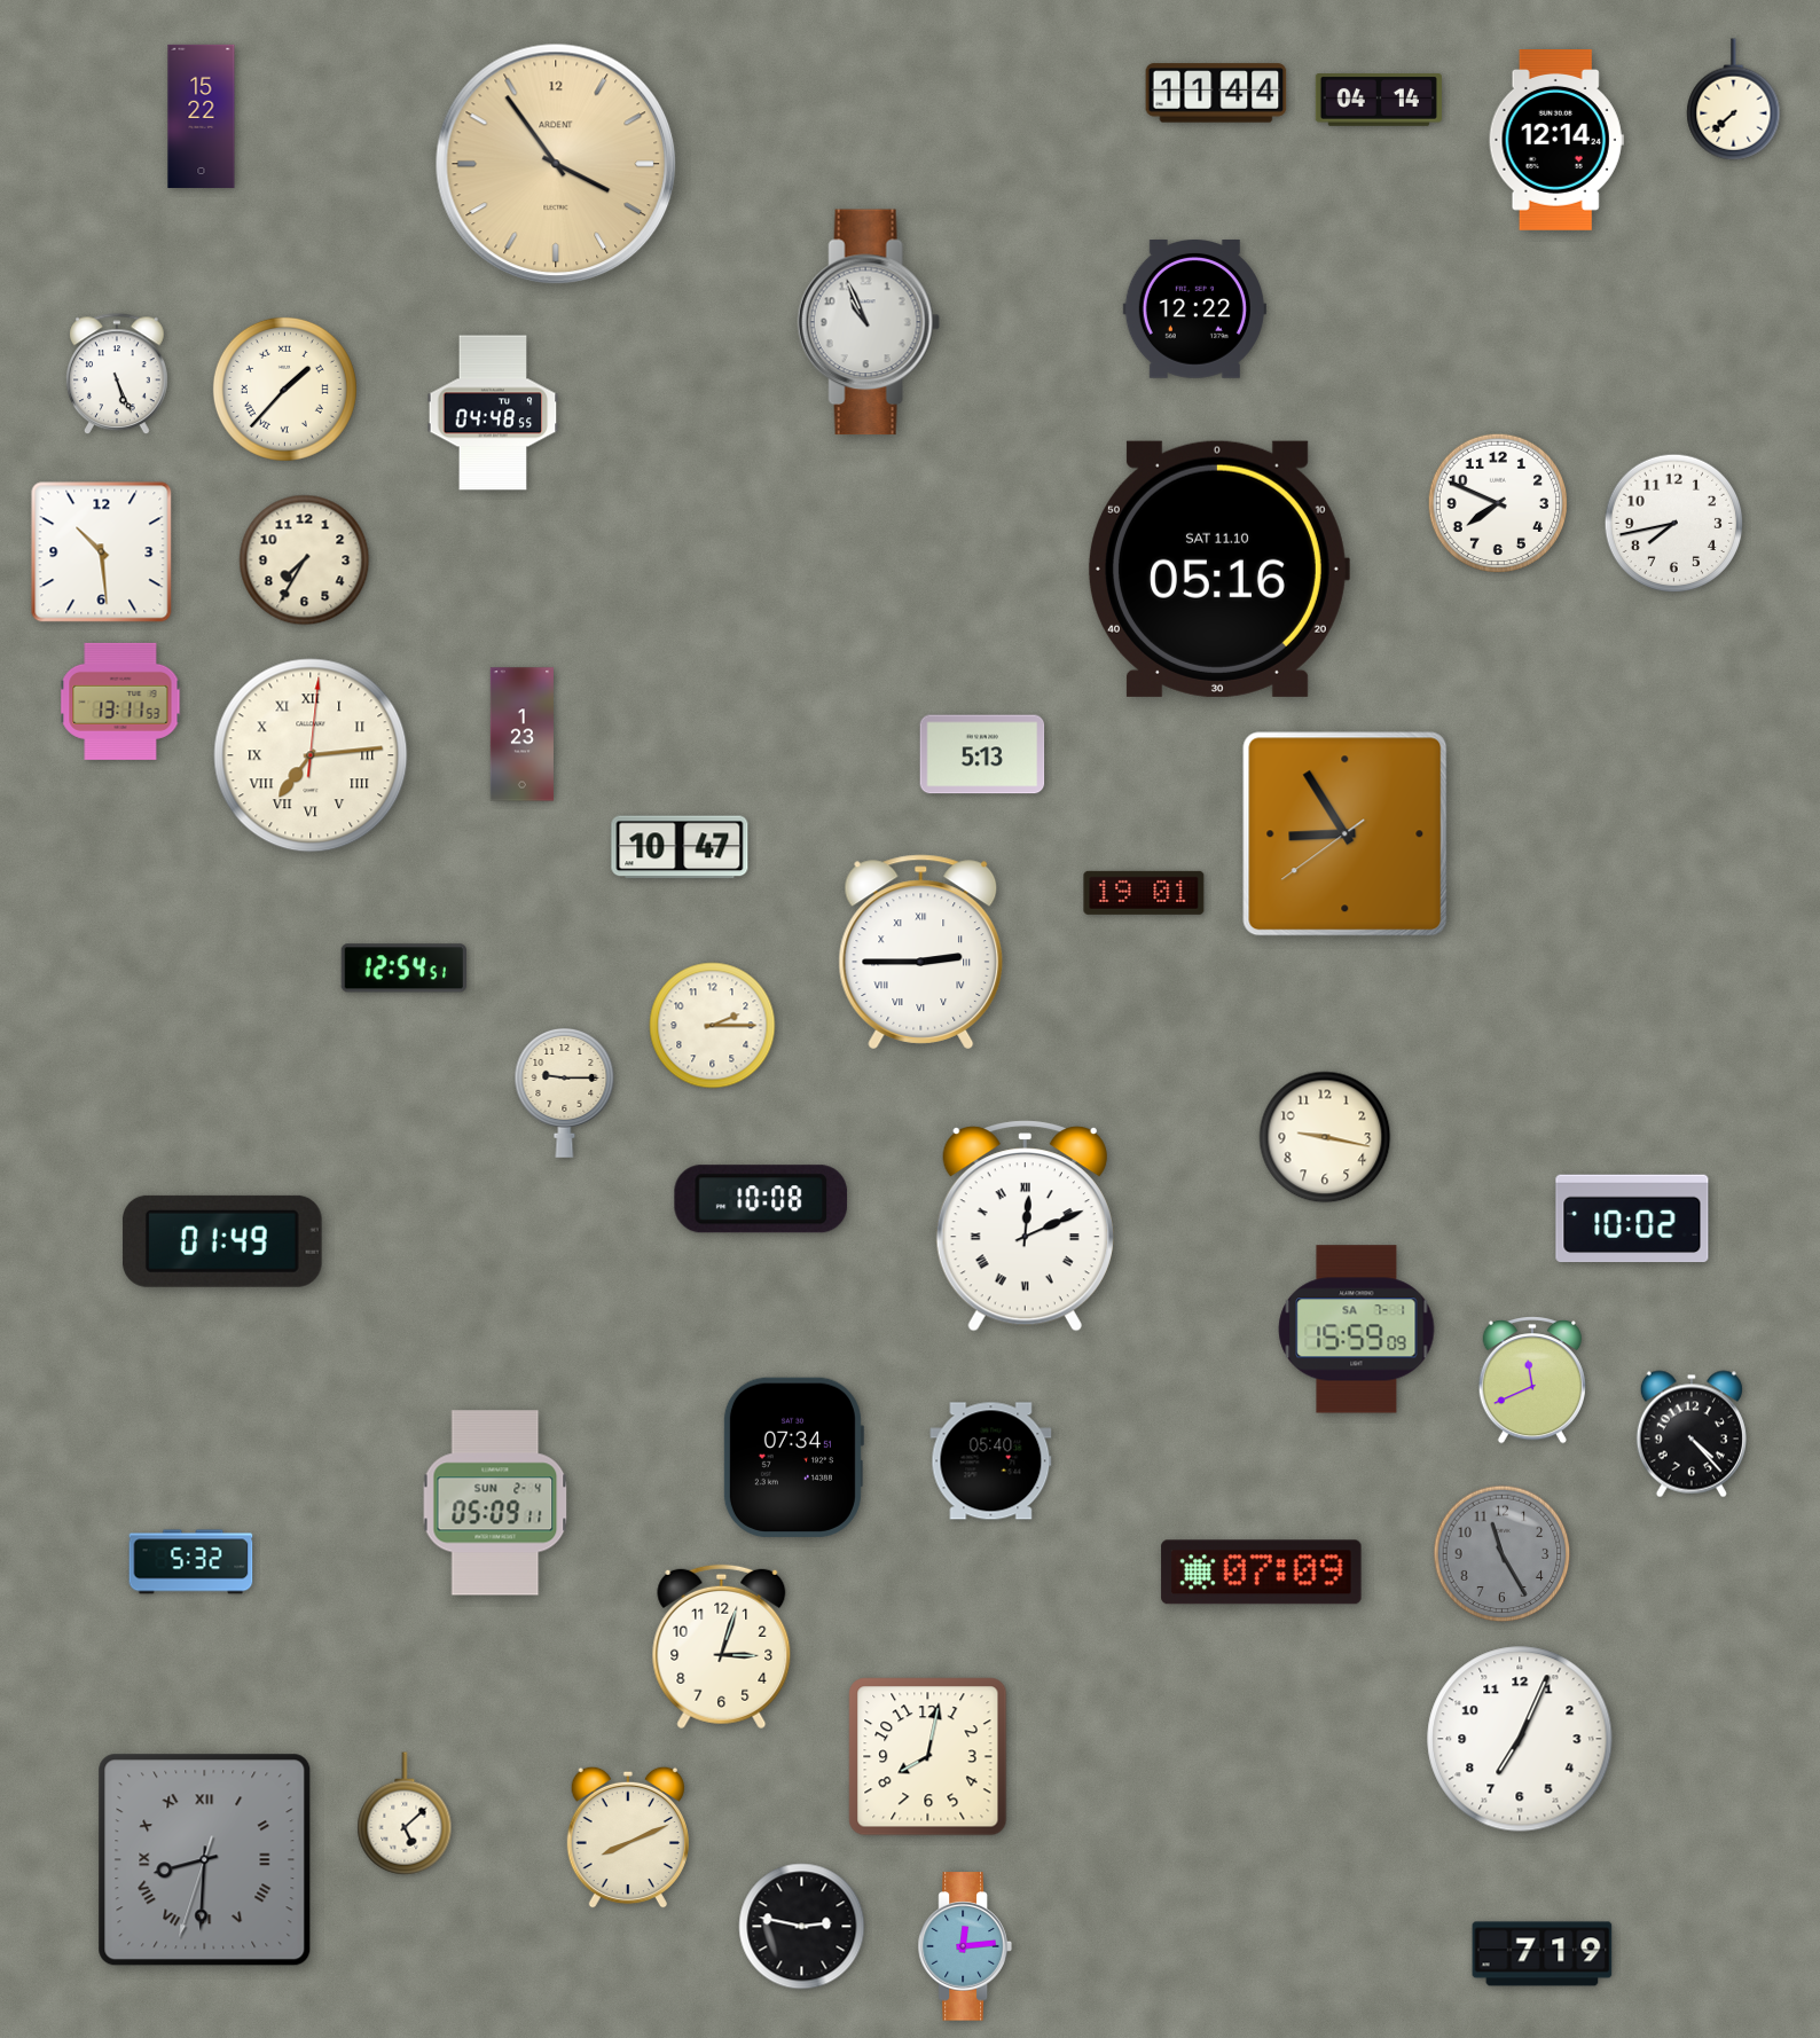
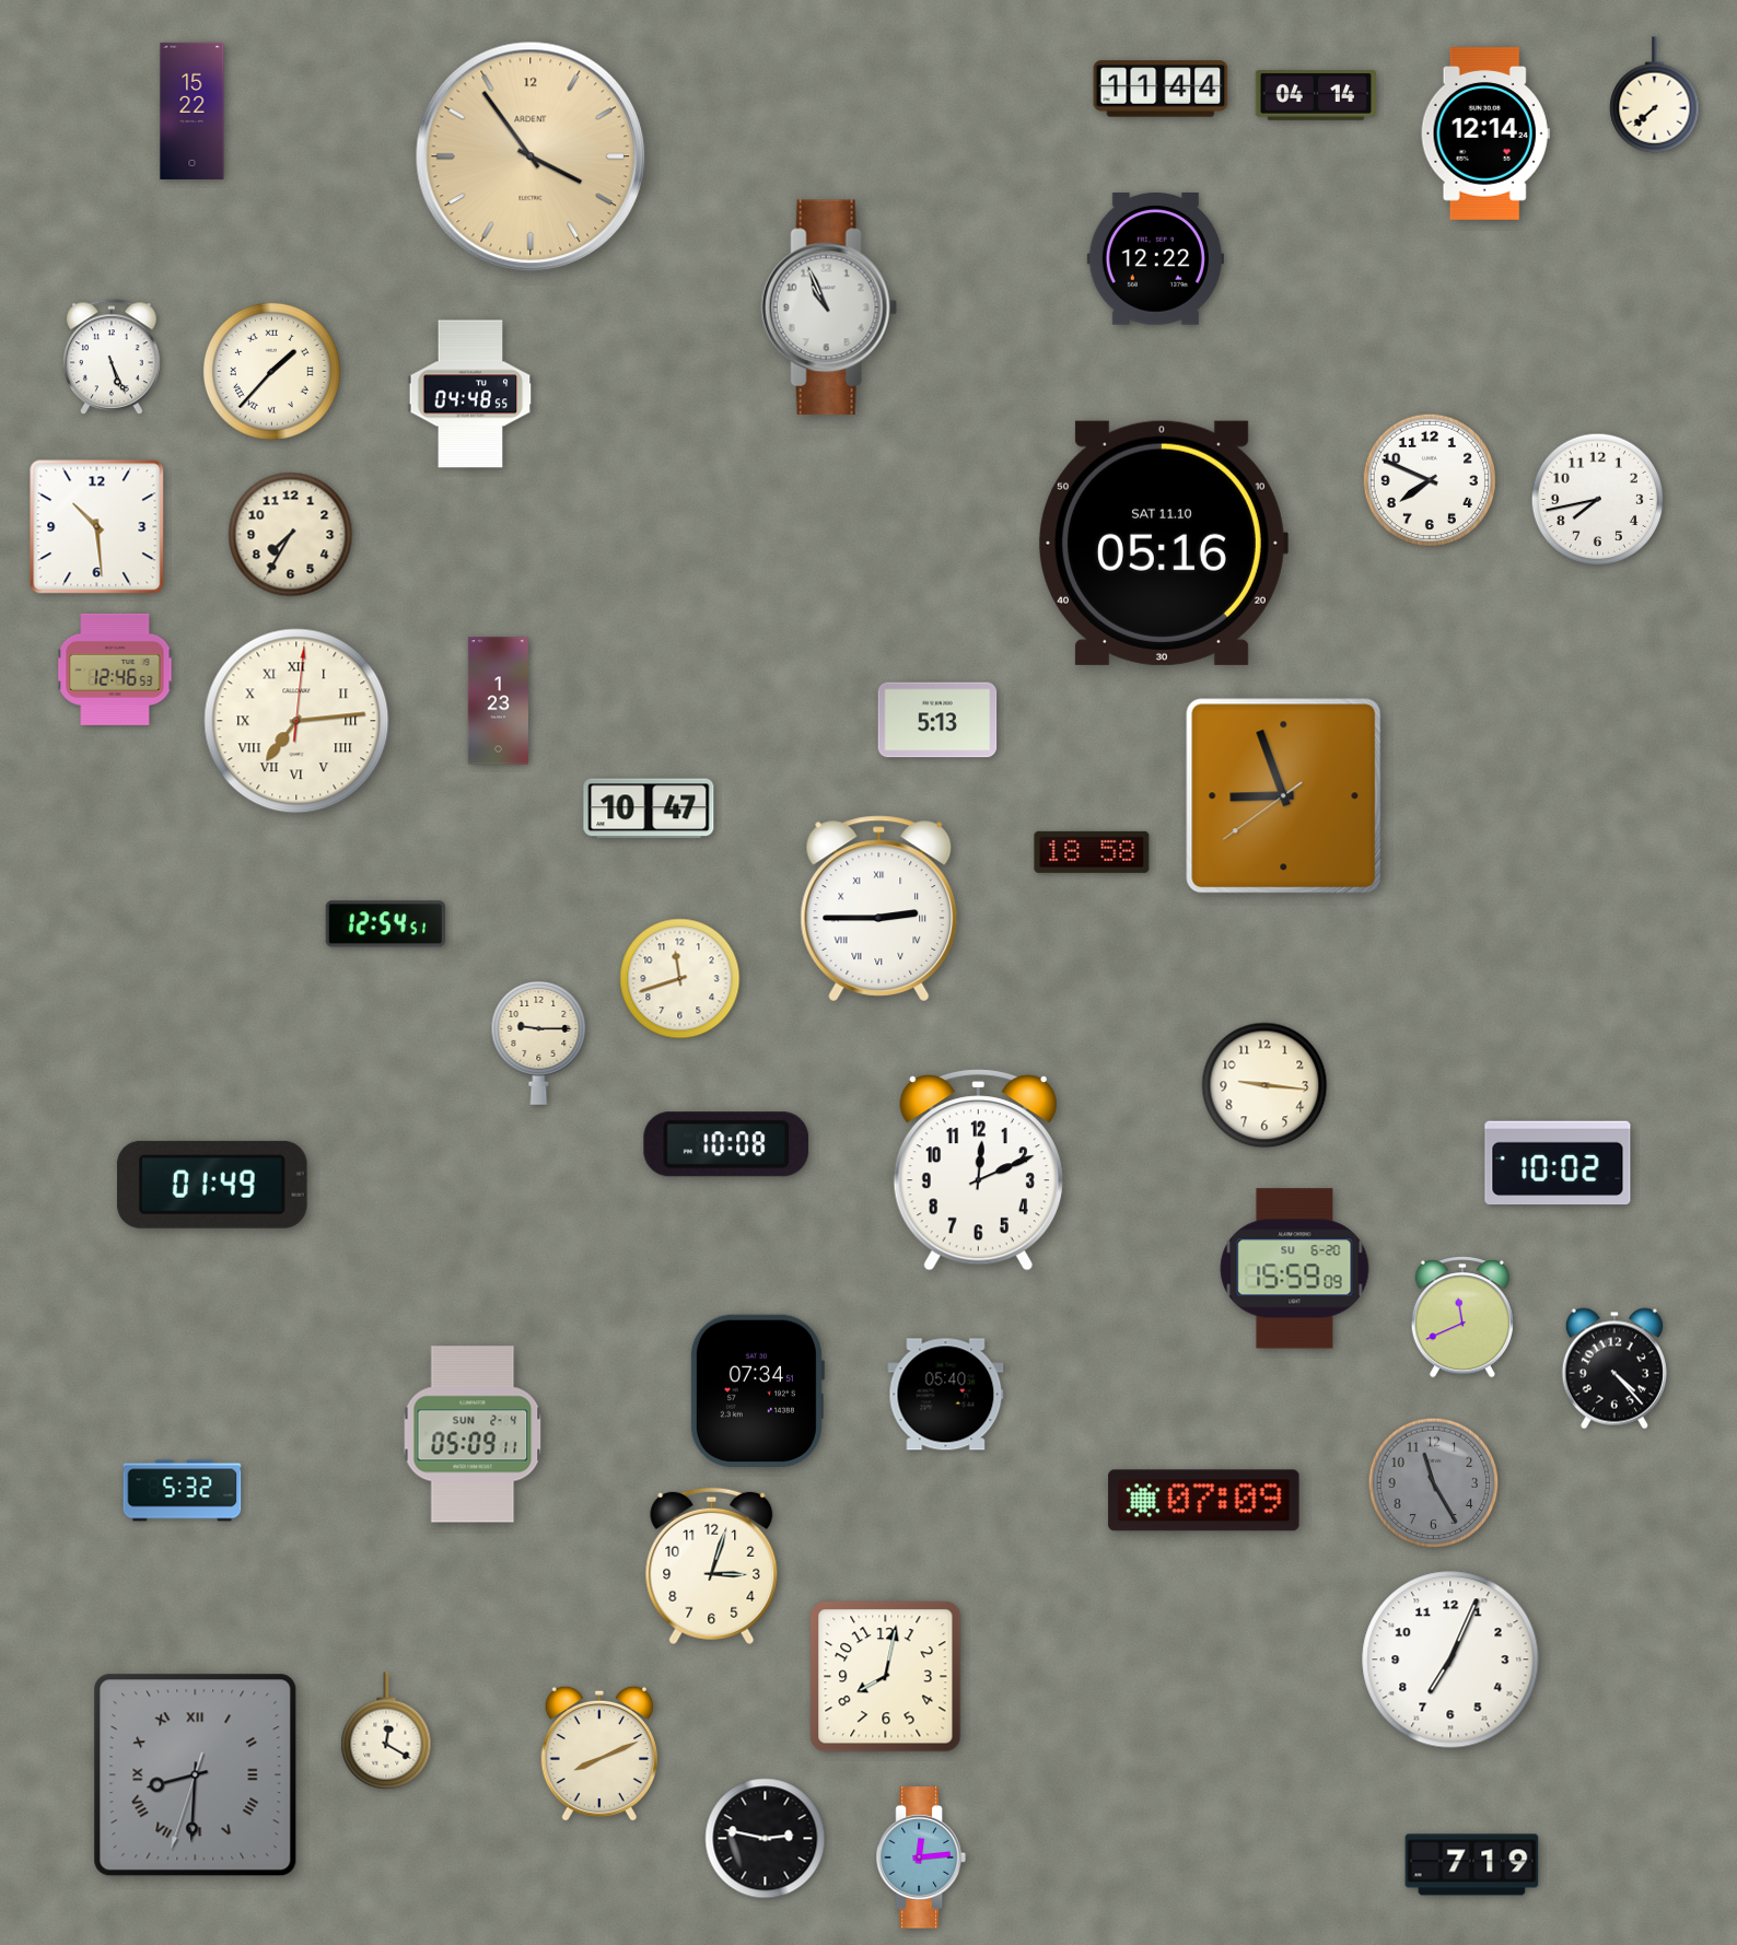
clock at (1194, 309) position: (1194, 309) -> (1155, 259)
clock at (120, 701): 13:11 -> 12:46
clock at (1346, 834): 8:54 -> 8:56
clock at (1144, 893): 19:01 -> 18:58
clock at (713, 1026): 2:15 -> 11:42
clock at (1325, 1137): 9:17 -> 9:16
clock at (1025, 1226) numerals: Roman -> Arabic
clock at (1357, 1330) date: SA 7-1 -> SU 6-20
clock at (722, 1647) position: (722, 1647) -> (712, 1567)
clock at (405, 1813): 5:08 -> 12:20
